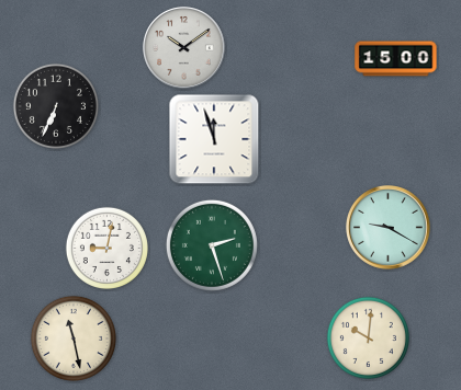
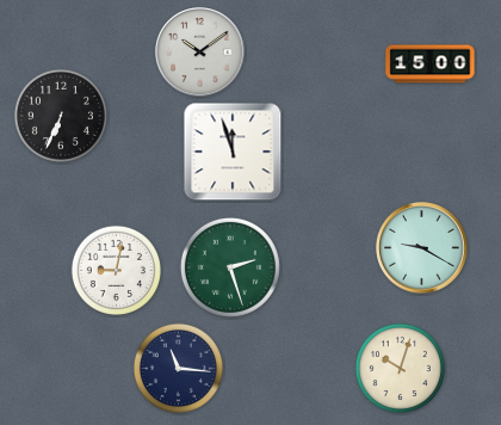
clock at (178, 368): none -> 11:16
clock at (368, 337): 10:01 -> 10:03
clock at (74, 339): 11:28 -> none
